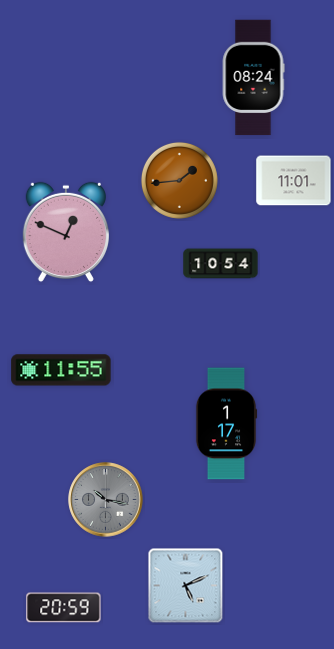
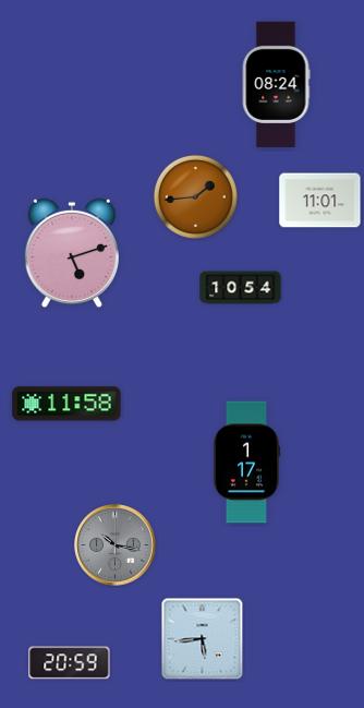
clock at (294, 181) position: (294, 181) -> (320, 201)
clock at (66, 232): 12:49 -> 5:12
clock at (61, 370): 11:55 -> 11:58
clock at (186, 586): 5:11 -> 5:44
